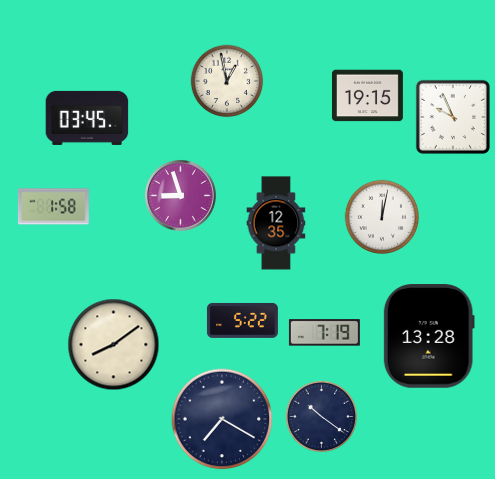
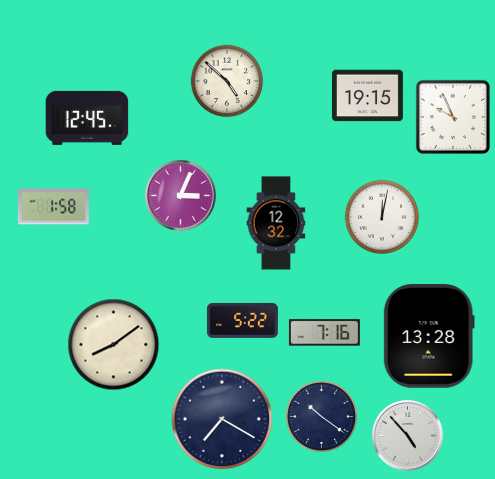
clock at (227, 81): 12:58 -> 4:52
clock at (87, 118): 03:45 -> 12:45
clock at (180, 195): 8:57 -> 3:04
clock at (276, 223): 12:35 -> 12:32
clock at (324, 333): 7:19 -> 7:16
clock at (407, 435): none -> 4:53
